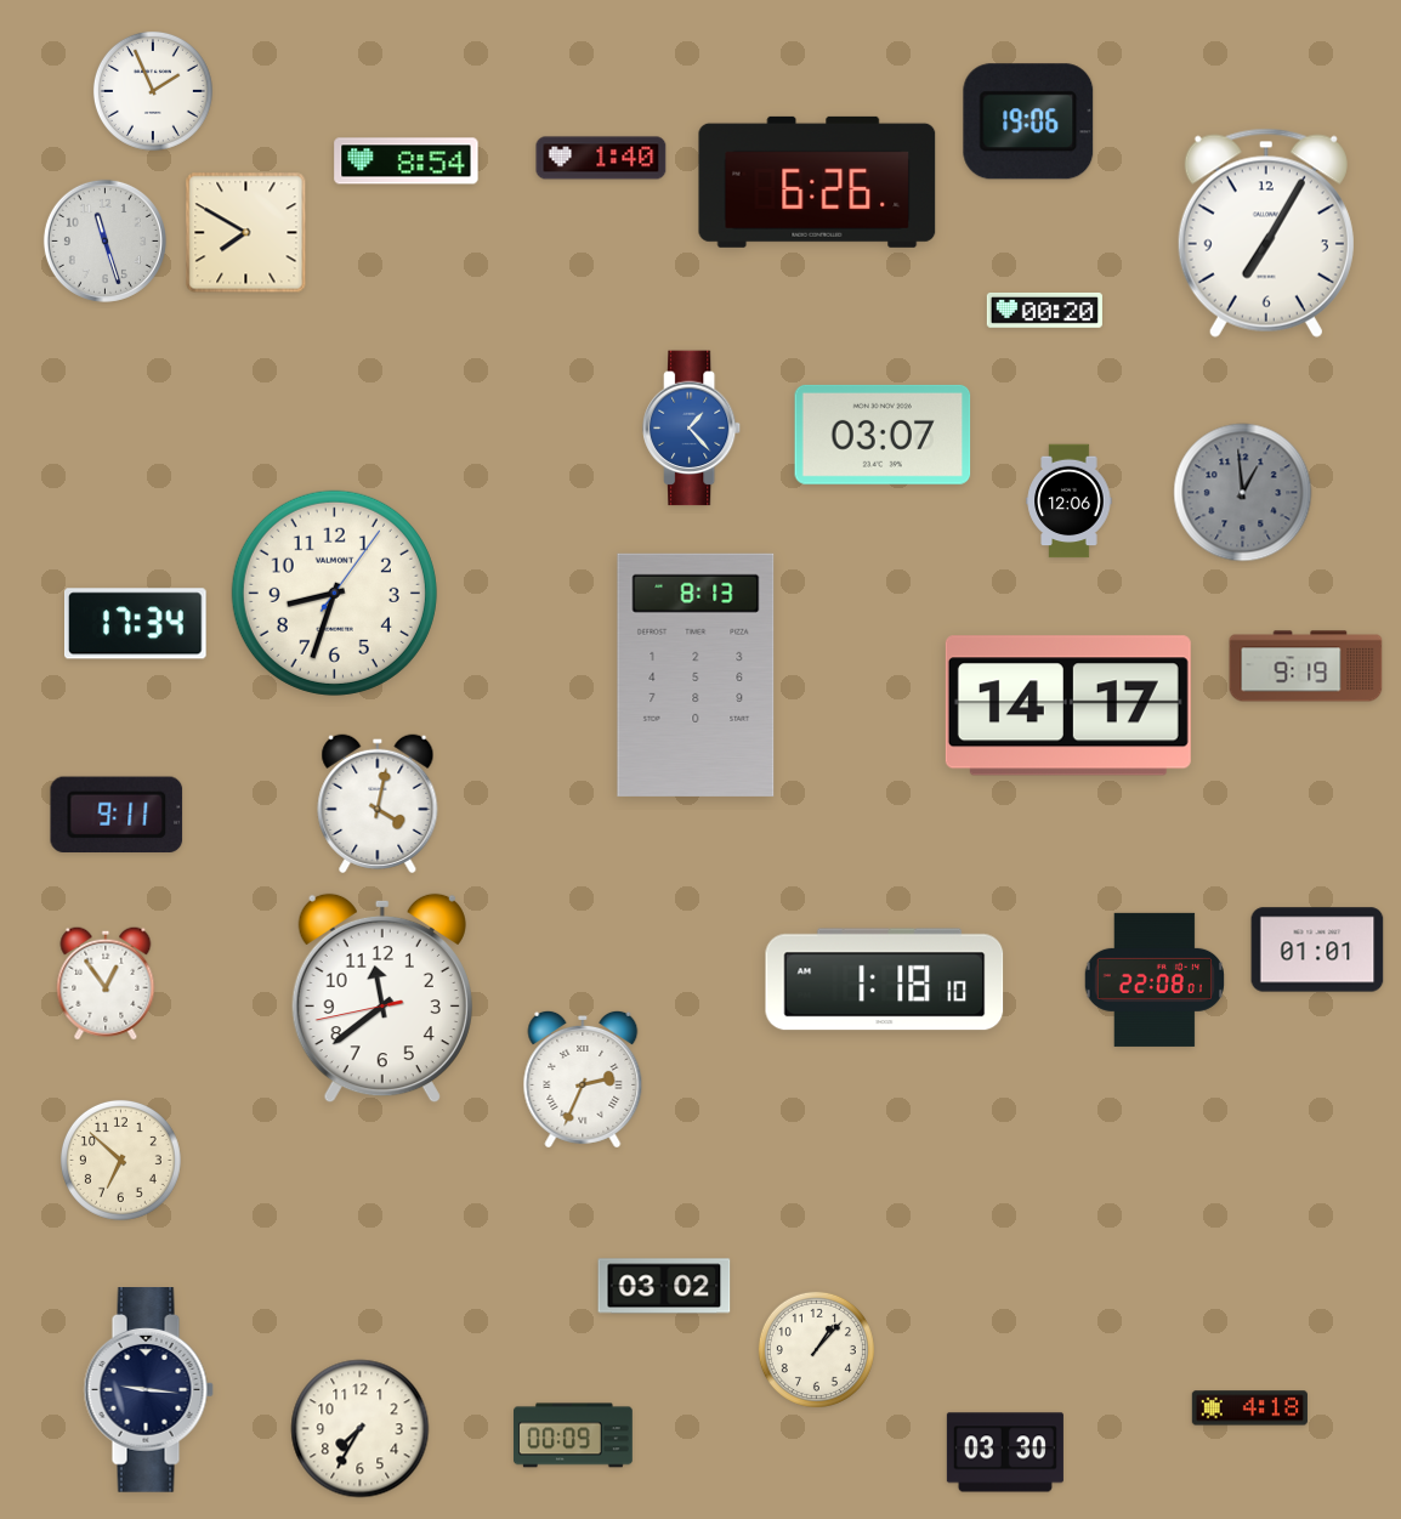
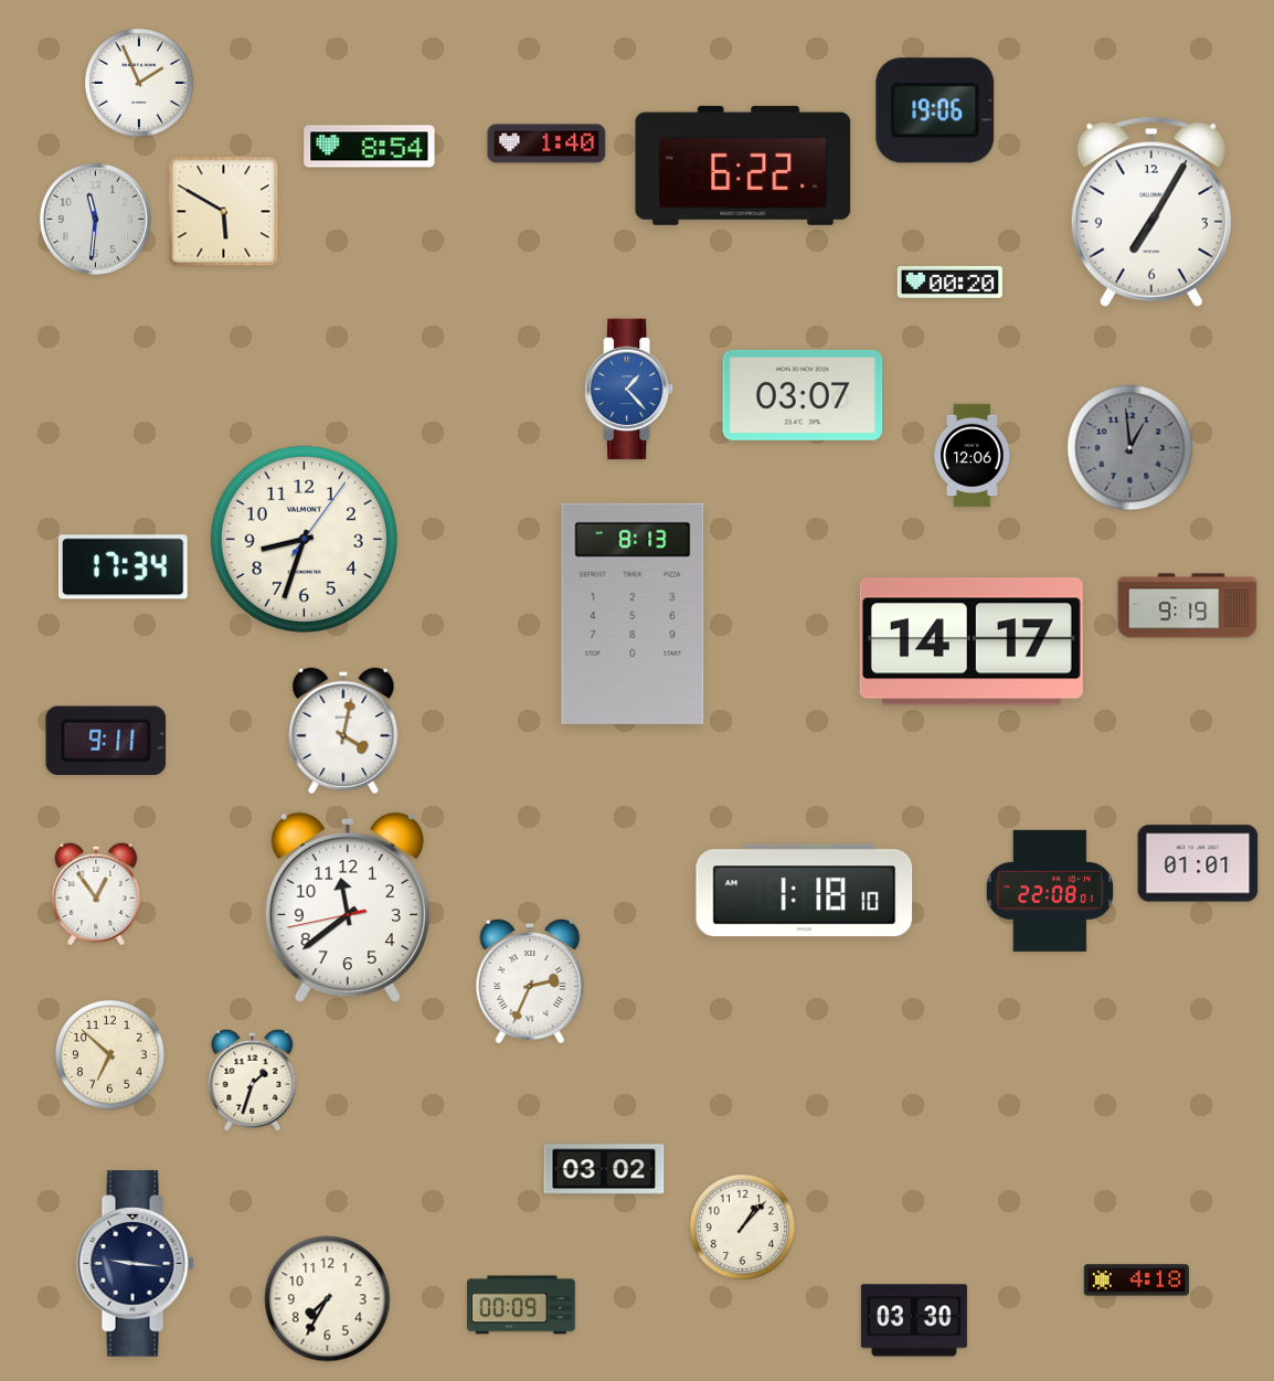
clock at (817, 182): 6:26 -> 6:22
clock at (246, 233): 7:50 -> 5:50
clock at (104, 240): 11:27 -> 11:31
clock at (253, 1080): none -> 1:33
